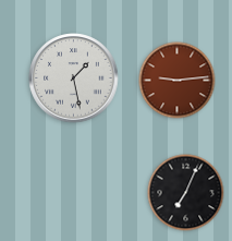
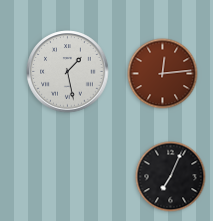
clock at (178, 81): 9:14 -> 12:14
